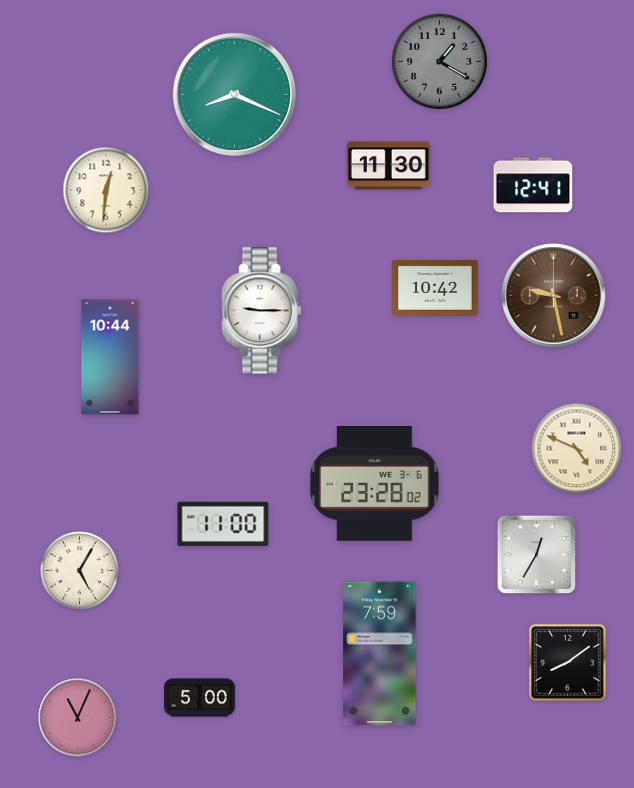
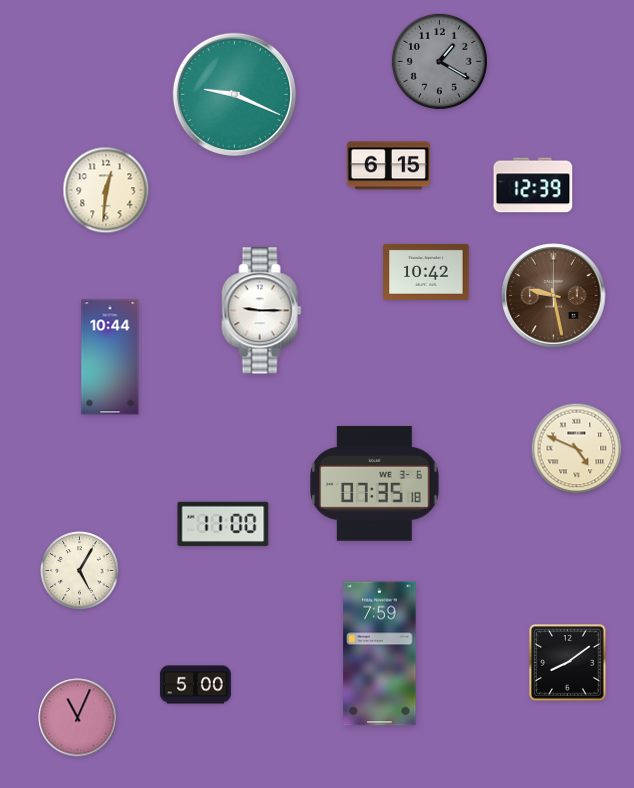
clock at (234, 94): 8:19 -> 9:19
clock at (388, 166): 11:30 -> 6:15
clock at (533, 185): 12:41 -> 12:39
clock at (435, 288) position: (435, 288) -> (426, 272)
clock at (375, 483): 23:28 -> 07:35
clock at (537, 555): 12:35 -> none
clock at (199, 698) position: (199, 698) -> (195, 685)
